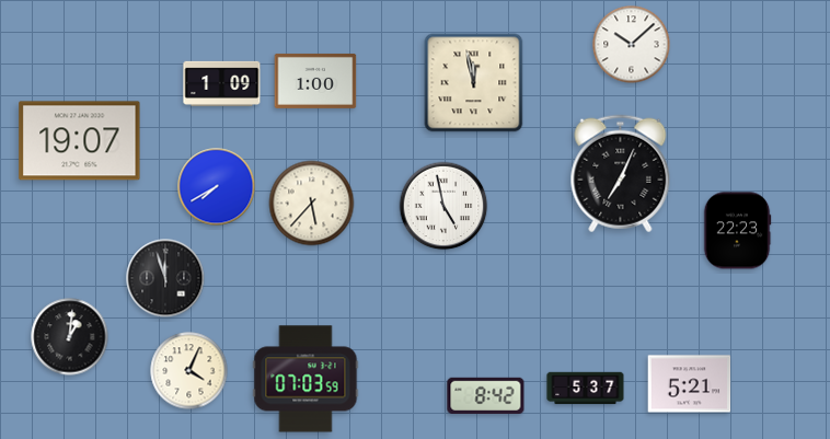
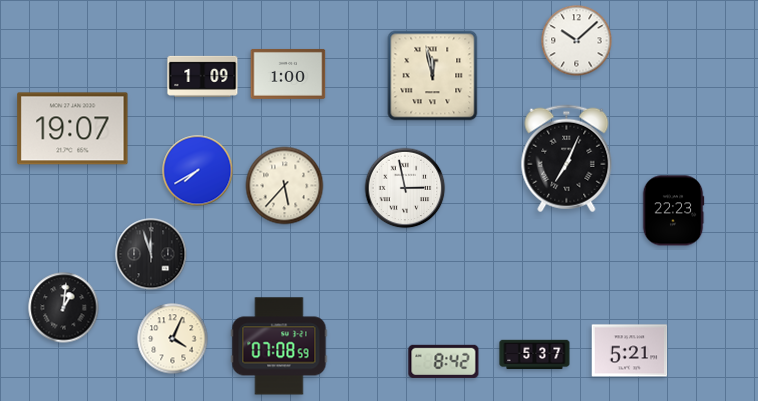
clock at (443, 206): 4:58 -> 2:58
clock at (306, 379): 07:03 -> 07:08
